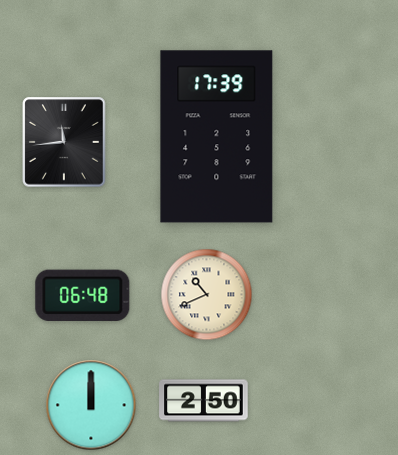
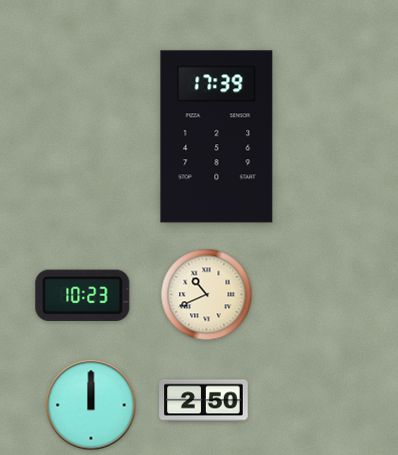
clock at (64, 142): 11:44 -> none
clock at (83, 295): 06:48 -> 10:23
